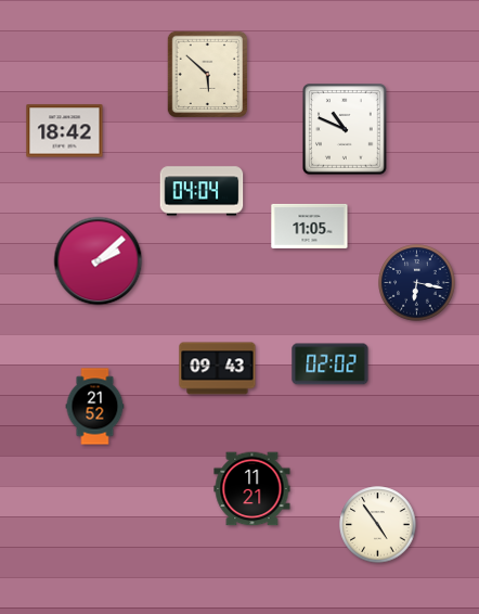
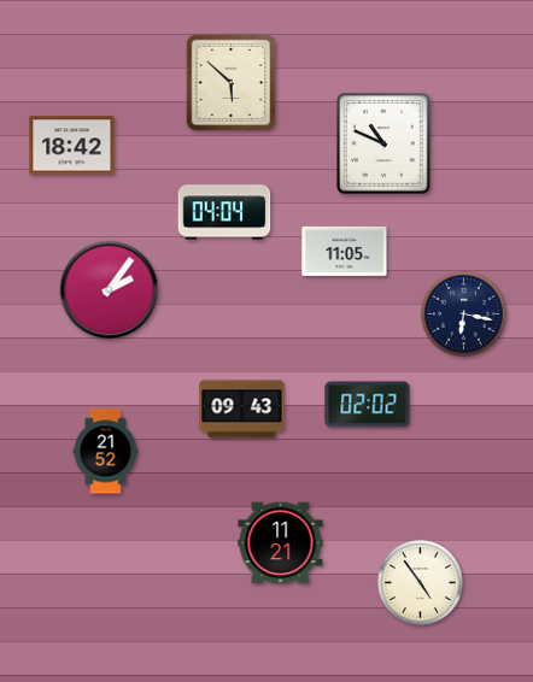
clock at (99, 261): 2:08 -> 2:06
